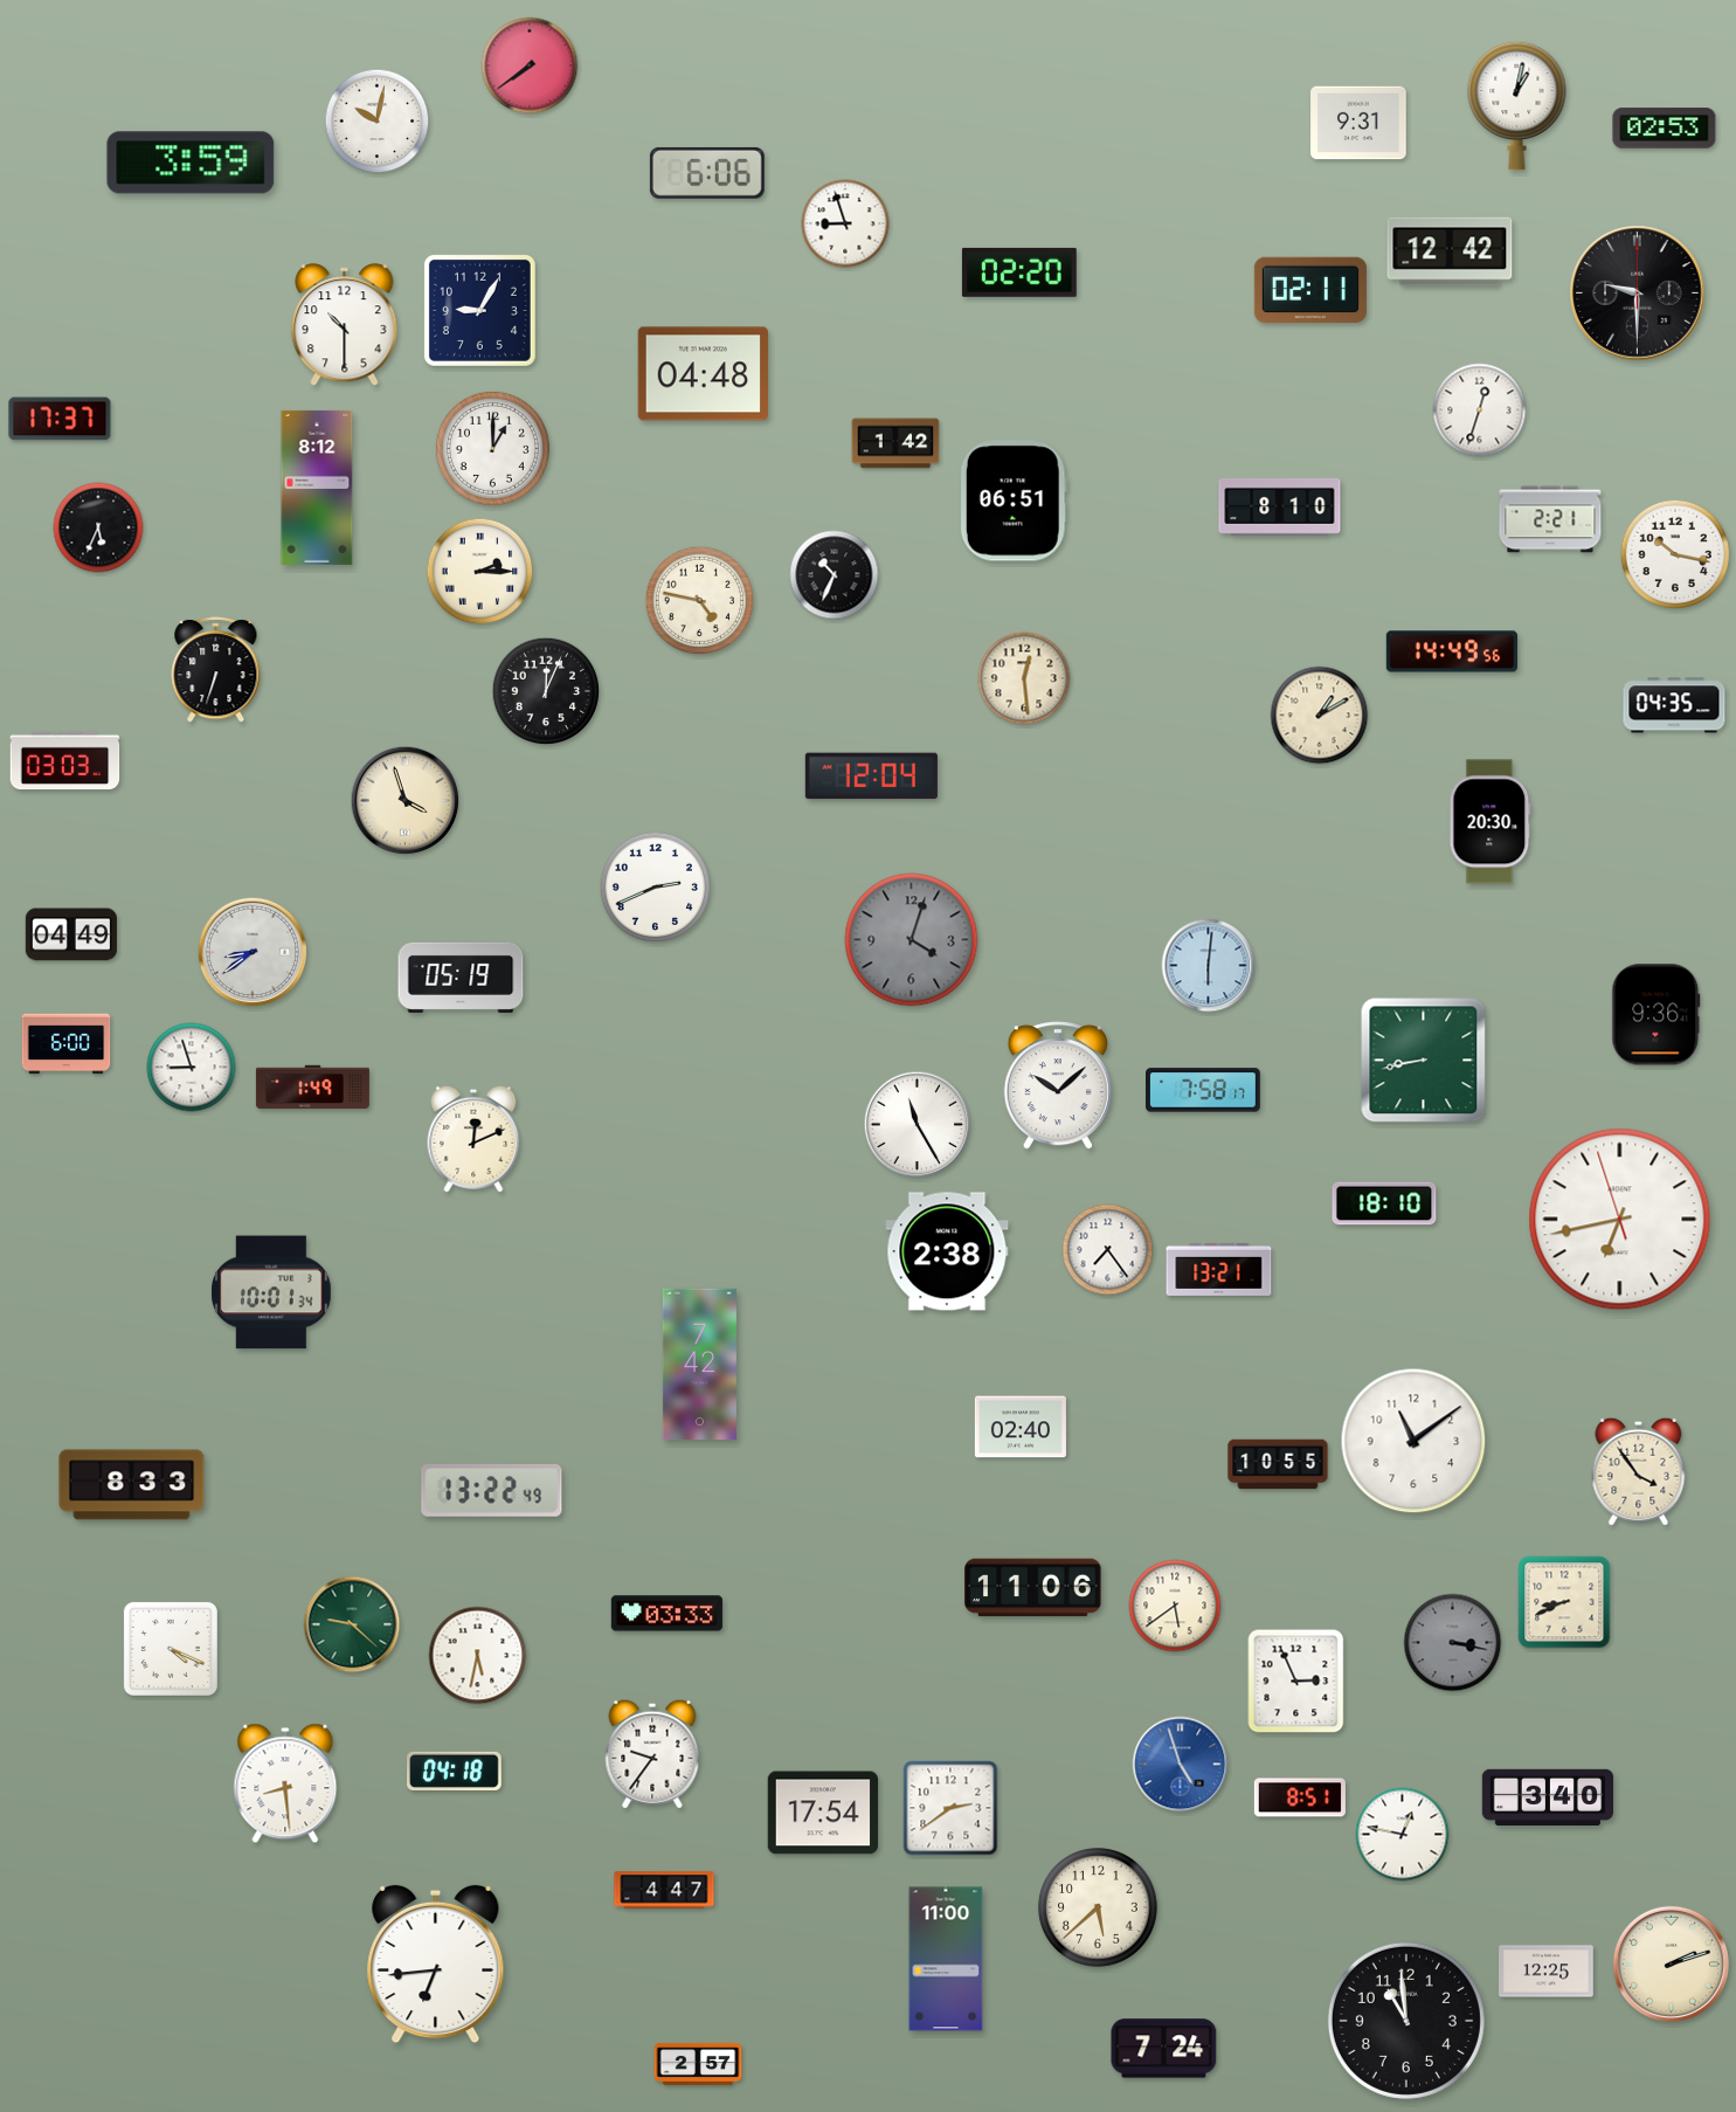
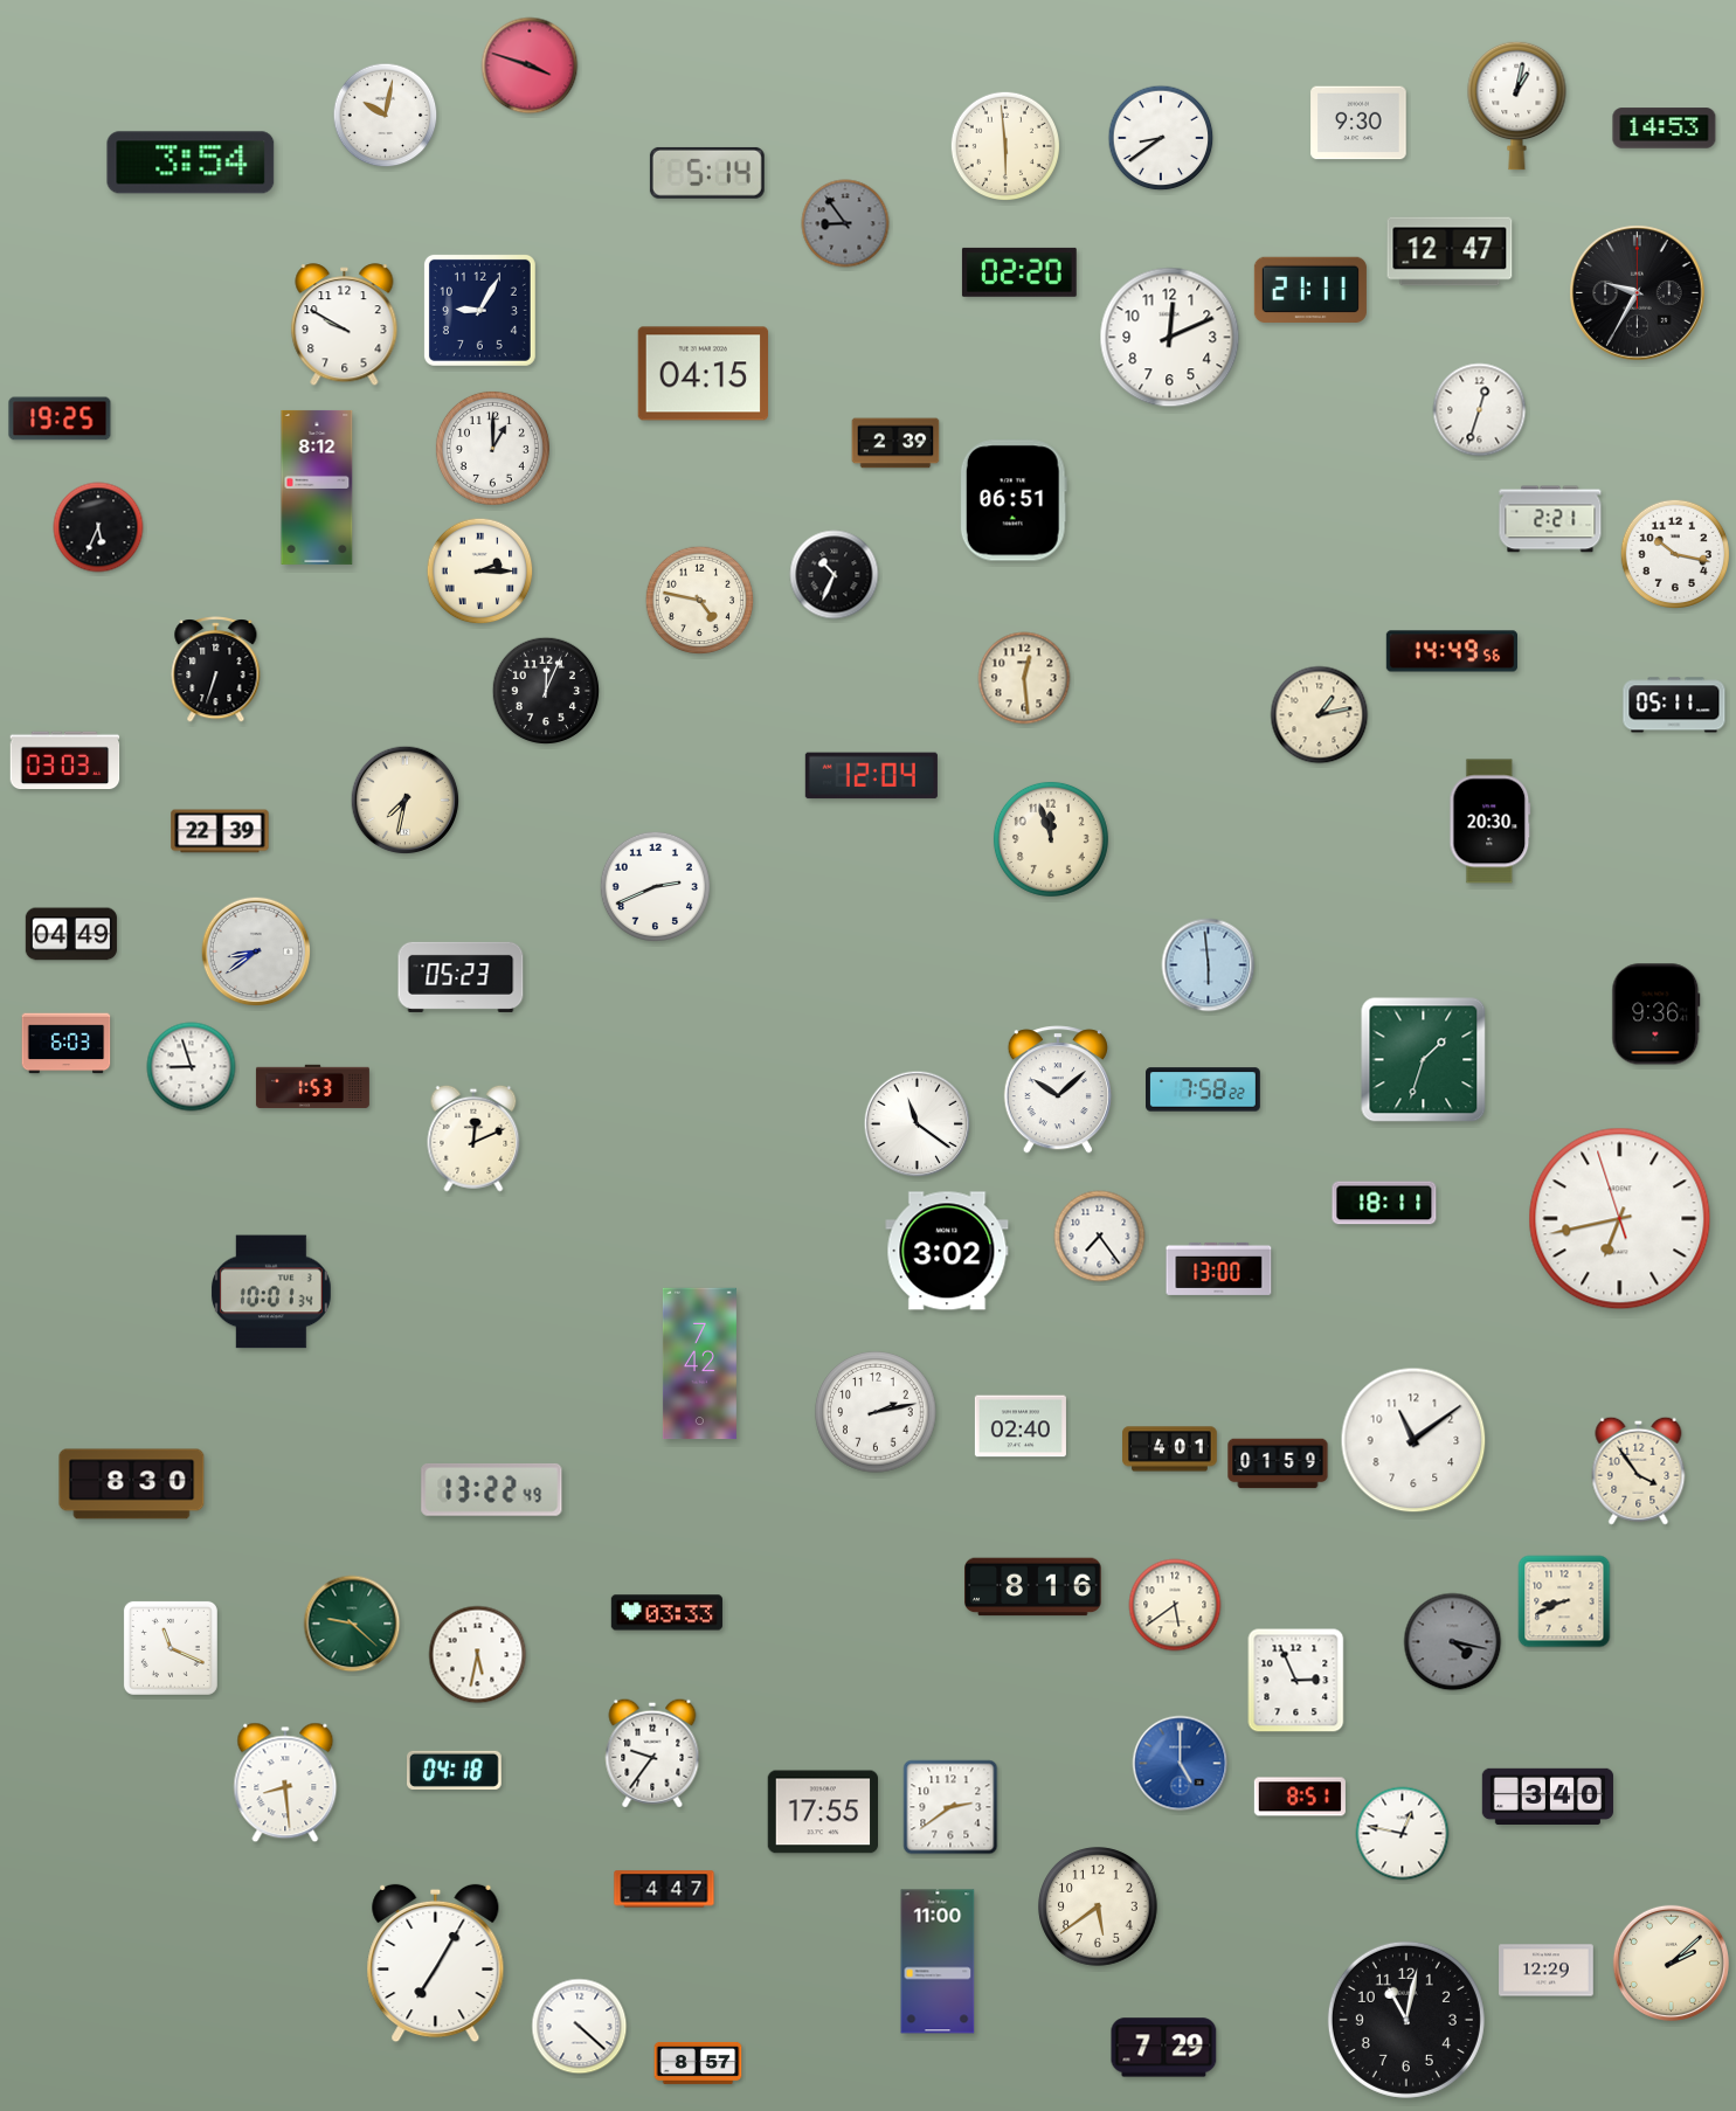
clock at (530, 65): 7:39 -> 3:48
clock at (378, 122) position: (378, 122) -> (386, 116)
clock at (1358, 123): 9:31 -> 9:30
clock at (1665, 129): 02:53 -> 14:53
clock at (1161, 138): none -> 8:39
clock at (1004, 145): none -> 5:59
clock at (191, 163): 3:59 -> 3:54
clock at (707, 173): 6:06 -> 5:14
clock at (845, 223): 8:57 -> 8:54
clock at (845, 223) dial: white -> grey
clock at (1450, 251): 12:42 -> 12:47
clock at (1310, 289): 02:11 -> 21:11
clock at (1638, 294): 9:30 -> 9:35
clock at (345, 325): 10:30 -> 9:50
clock at (1170, 338): none -> 12:11
clock at (704, 374): 04:48 -> 04:15
clock at (60, 419): 17:37 -> 19:25
clock at (895, 443): 1:42 -> 2:39
clock at (1280, 506): 8:10 -> none
clock at (1674, 705): 04:35 -> 05:11
clock at (1320, 716): 1:10 -> 1:13
clock at (406, 801): 3:57 -> 7:32
clock at (220, 831): none -> 22:39
clock at (1051, 839): none -> 11:57
clock at (912, 940): 4:03 -> none
clock at (253, 952) position: (253, 952) -> (256, 951)
clock at (1209, 966): 6:01 -> 5:59
clock at (461, 978): 05:19 -> 05:23
clock at (67, 1044): 6:00 -> 6:03
clock at (1424, 1061): 8:43 -> 1:33
clock at (1058, 1085) position: (1058, 1085) -> (1058, 1089)
clock at (312, 1088): 1:49 -> 1:53
clock at (1204, 1090): 7:58:17 -> 7:58:22
clock at (918, 1125): 11:25 -> 11:21
clock at (1384, 1203): 18:10 -> 18:11
clock at (1108, 1250) position: (1108, 1250) -> (1100, 1237)
clock at (947, 1251): 2:38 -> 3:02
clock at (1219, 1269): 13:21 -> 13:00
clock at (876, 1412): none -> 2:13
clock at (1170, 1449): none -> 4:01
clock at (1278, 1464): 10:55 -> 01:59
clock at (132, 1485): 8:33 -> 8:30
clock at (1033, 1588): 11:06 -> 8:16
clock at (1453, 1643): 3:17 -> 4:17
clock at (171, 1649): 4:19 -> 11:19
clock at (1181, 1765): 4:57 -> 5:00
clock at (822, 1813): 17:54 -> 17:55
clock at (1098, 1907): 5:38 -> 5:39
clock at (946, 1959) position: (946, 1959) -> (938, 1961)
clock at (1671, 1963): 2:12 -> 2:08
clock at (436, 1965): 6:44 -> 7:05
clock at (1547, 1972): 12:25 -> 12:29
clock at (1406, 2021): 10:59 -> 11:02
clock at (580, 2027): none -> 4:22
clock at (1164, 2049): 7:24 -> 7:29
clock at (698, 2064): 2:57 -> 8:57
